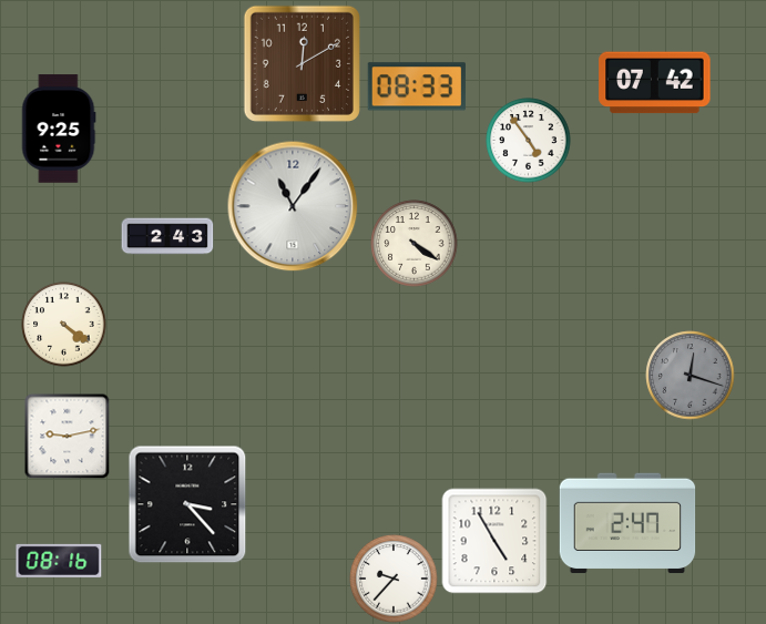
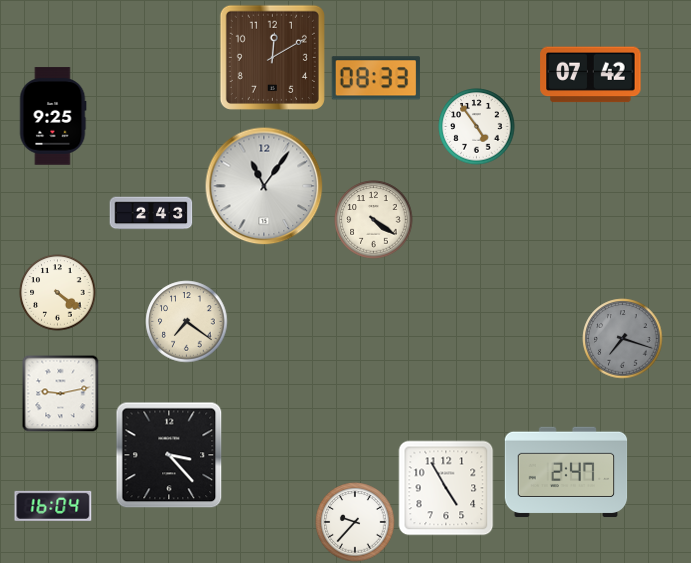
clock at (187, 322): none -> 7:21
clock at (691, 376): 12:18 -> 7:18
clock at (59, 561): 08:16 -> 16:04
